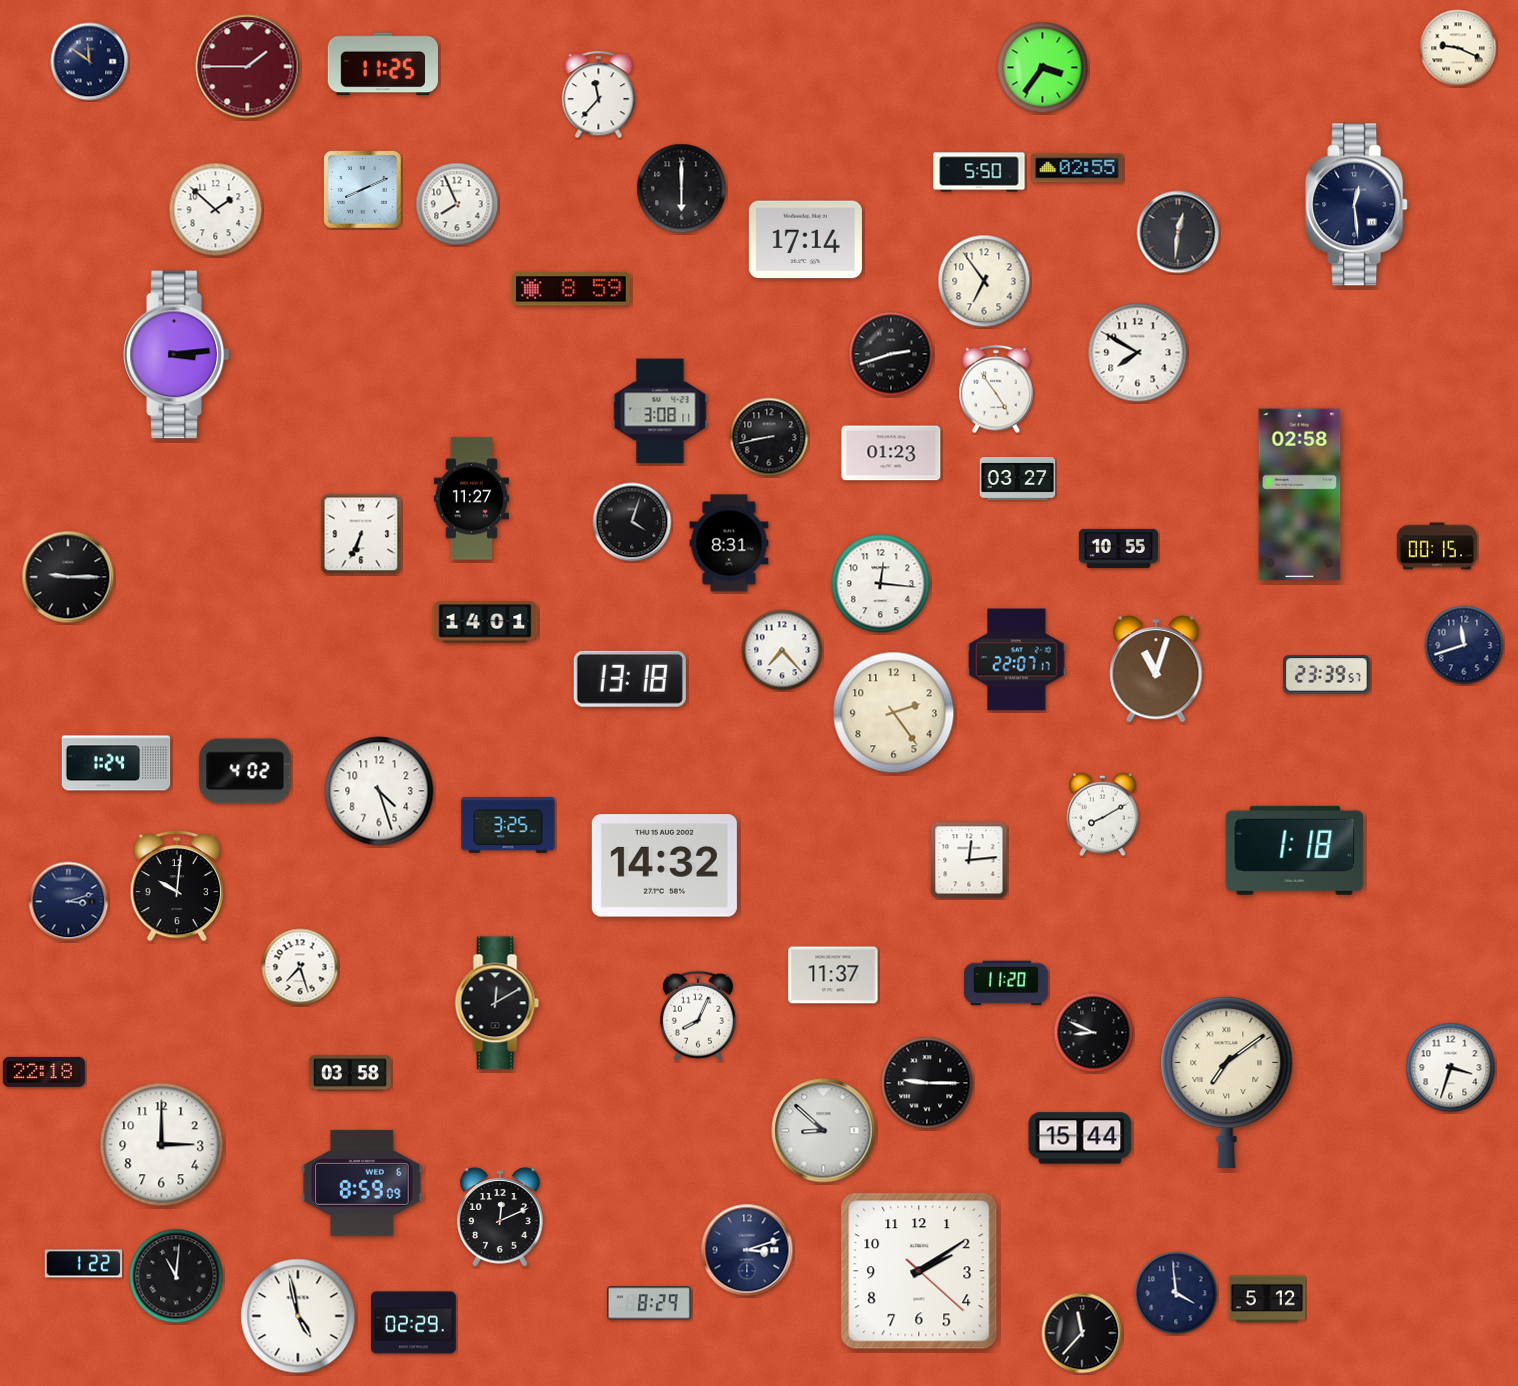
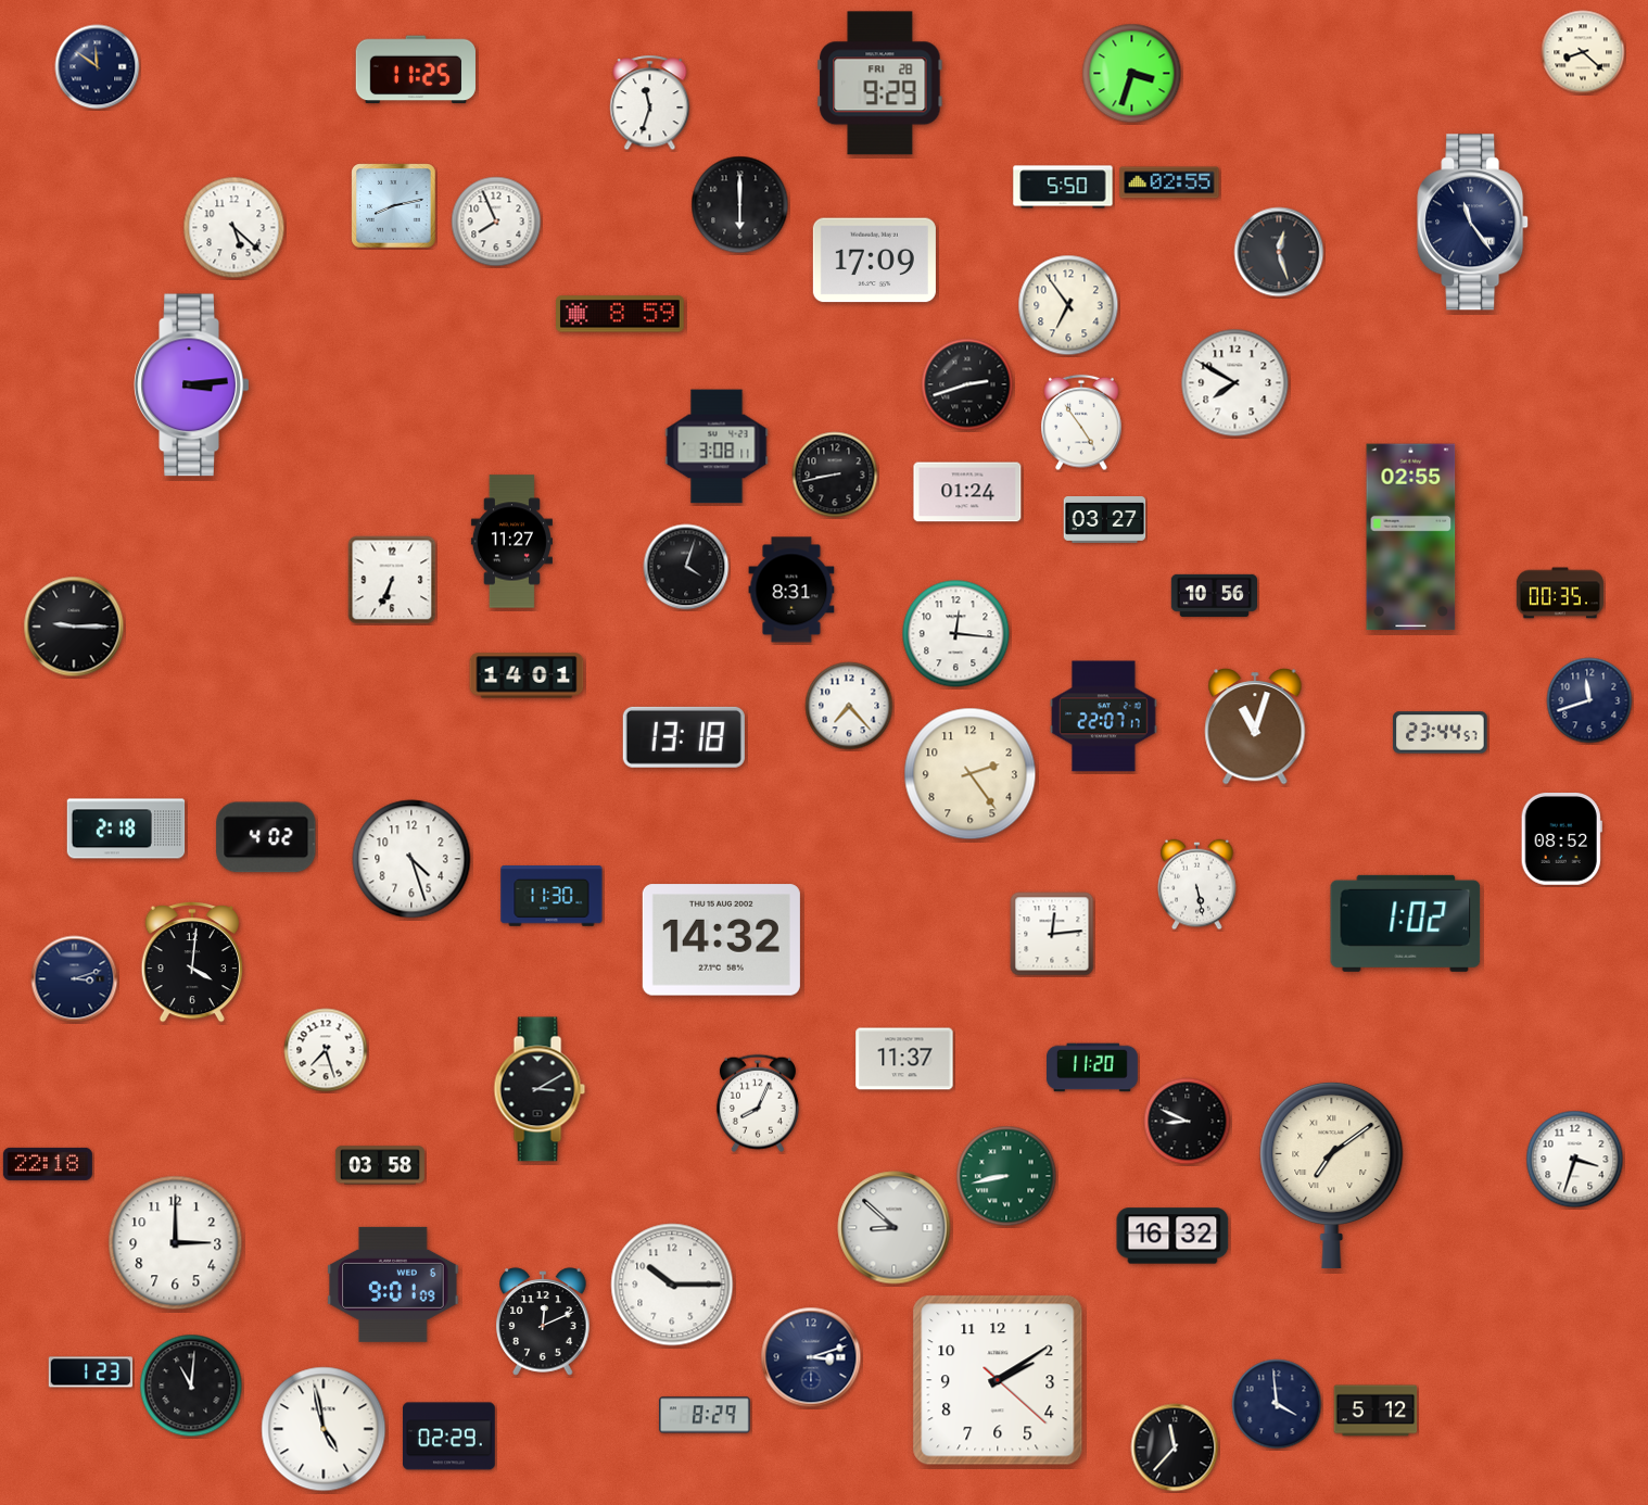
clock at (1458, 48): 9:19 -> 8:22
clock at (248, 67): 1:45 -> none
clock at (1043, 68): 3:36 -> 3:33
clock at (880, 84): none -> 9:29
clock at (599, 95): 11:37 -> 11:33
clock at (363, 190): 8:11 -> 8:13
clock at (1357, 205): 12:29 -> 11:24
clock at (216, 210): 1:52 -> 5:22
clock at (1178, 232): 12:31 -> 12:27
clock at (805, 240): 17:14 -> 17:09
clock at (891, 453): 01:23 -> 01:24
clock at (1300, 495): 02:58 -> 02:55
clock at (1437, 546): 00:15 -> 00:35
clock at (1118, 548): 10:55 -> 10:56
clock at (1327, 675): 23:39 -> 23:44
clock at (116, 763): 1:24 -> 2:18
clock at (1561, 839): none -> 08:52
clock at (1103, 815): 8:10 -> 5:28
clock at (508, 826): 3:25 -> 11:30
clock at (1295, 850): 1:18 -> 1:02
clock at (176, 886): 10:01 -> 4:01
clock at (497, 1003): 12:10 -> 3:10
clock at (927, 1083): 9:15 -> 8:43
clock at (927, 1083) dial: black -> green
clock at (1080, 1138): 15:44 -> 16:32
clock at (362, 1183): 8:59 -> 9:01
clock at (672, 1285): none -> 10:15
clock at (84, 1264): 1:22 -> 1:23
